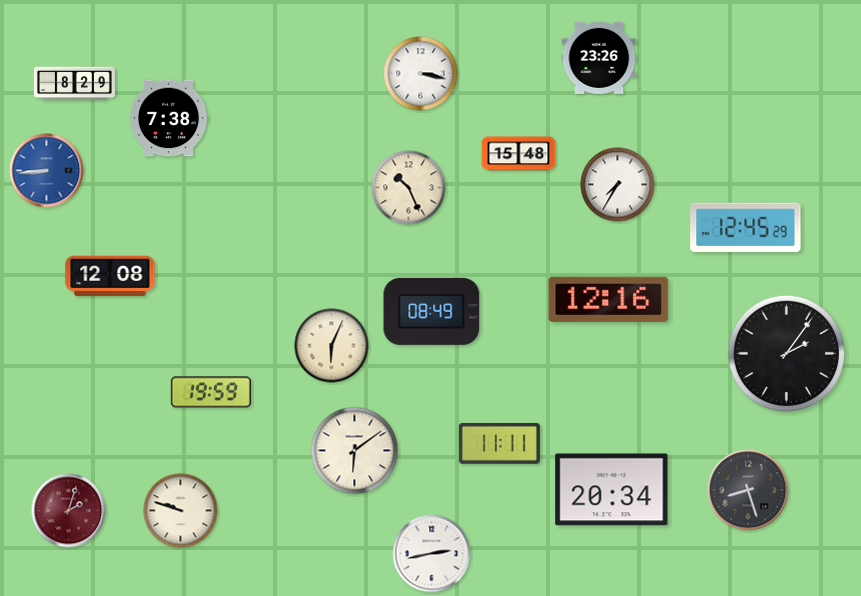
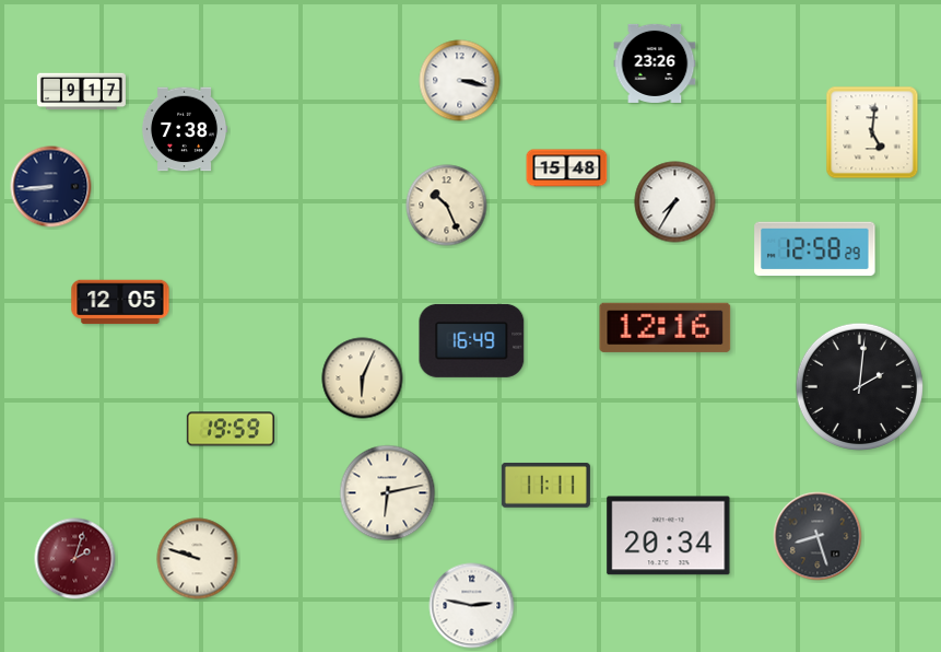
clock at (74, 84): 8:29 -> 9:17
clock at (872, 132): none -> 5:01
clock at (47, 171) dial: blue -> navy
clock at (746, 228): 12:45 -> 12:58
clock at (110, 276): 12:08 -> 12:05
clock at (432, 311): 08:49 -> 16:49
clock at (786, 353): 2:06 -> 2:01
clock at (355, 451): 6:09 -> 6:13
clock at (432, 554): 2:43 -> 2:47
